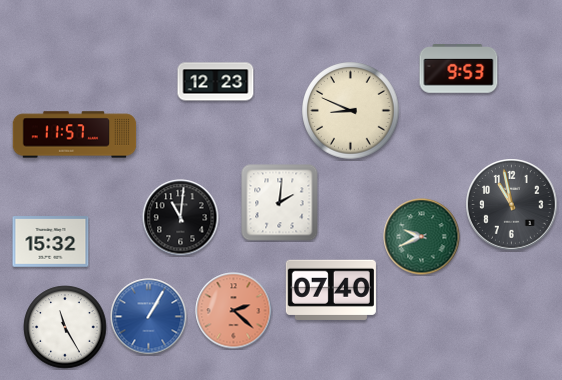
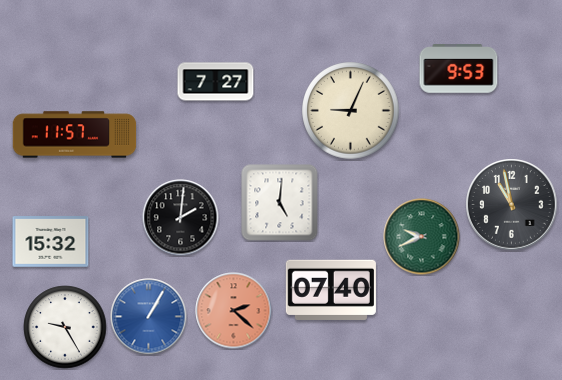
clock at (216, 82): 12:23 -> 7:27
clock at (351, 111): 8:49 -> 9:04
clock at (280, 203): 2:01 -> 5:01
clock at (181, 218): 11:01 -> 2:01
clock at (65, 327): 11:25 -> 9:25
